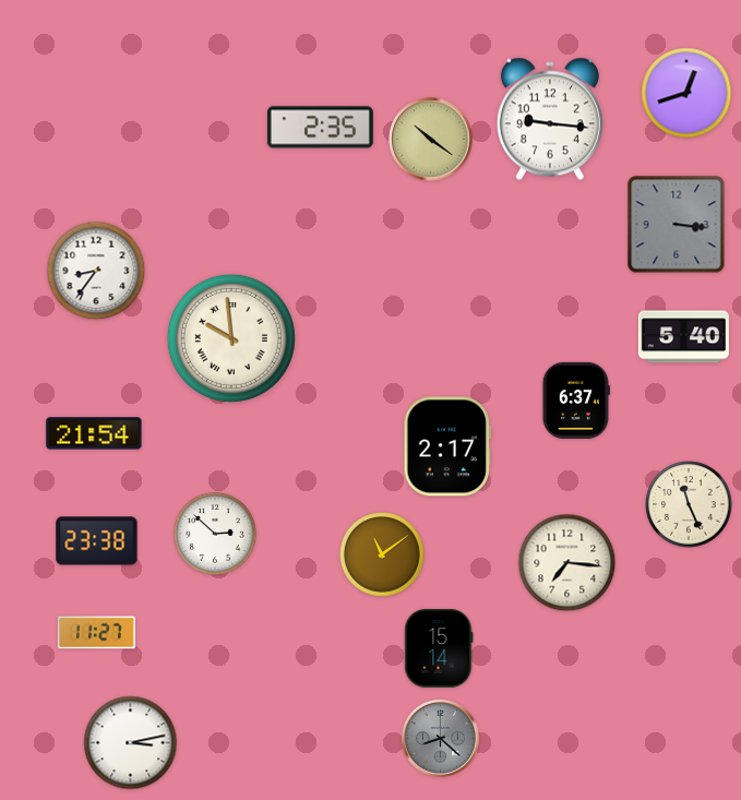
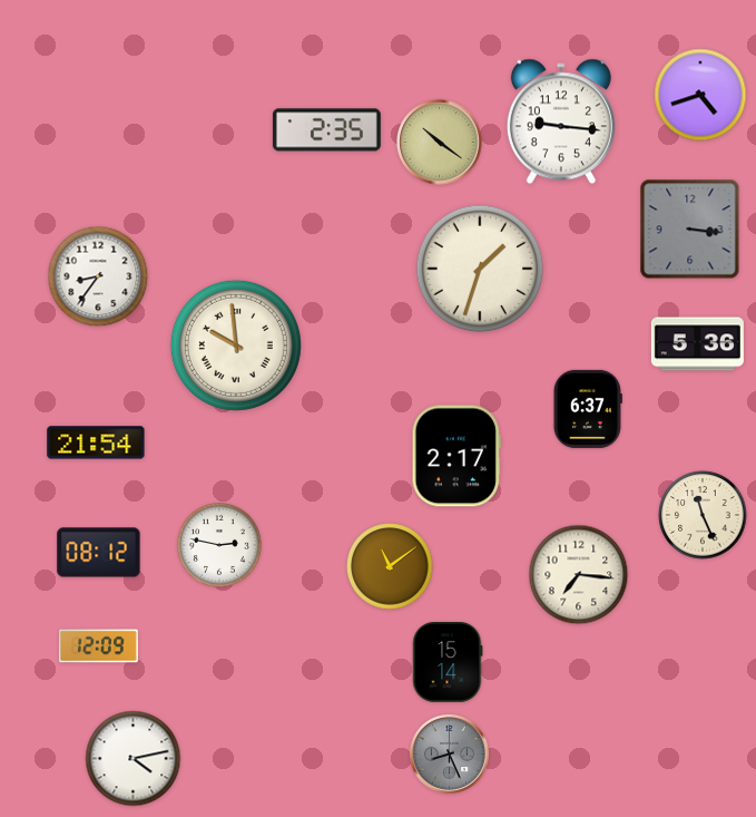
clock at (686, 93): 12:42 -> 4:42
clock at (480, 269): none -> 1:33
clock at (683, 337): 5:40 -> 5:36
clock at (215, 534): 2:52 -> 2:47
clock at (97, 541): 23:38 -> 08:12
clock at (96, 633): 11:27 -> 12:09
clock at (440, 738): 8:22 -> 8:26
clock at (131, 743): 3:13 -> 4:13
